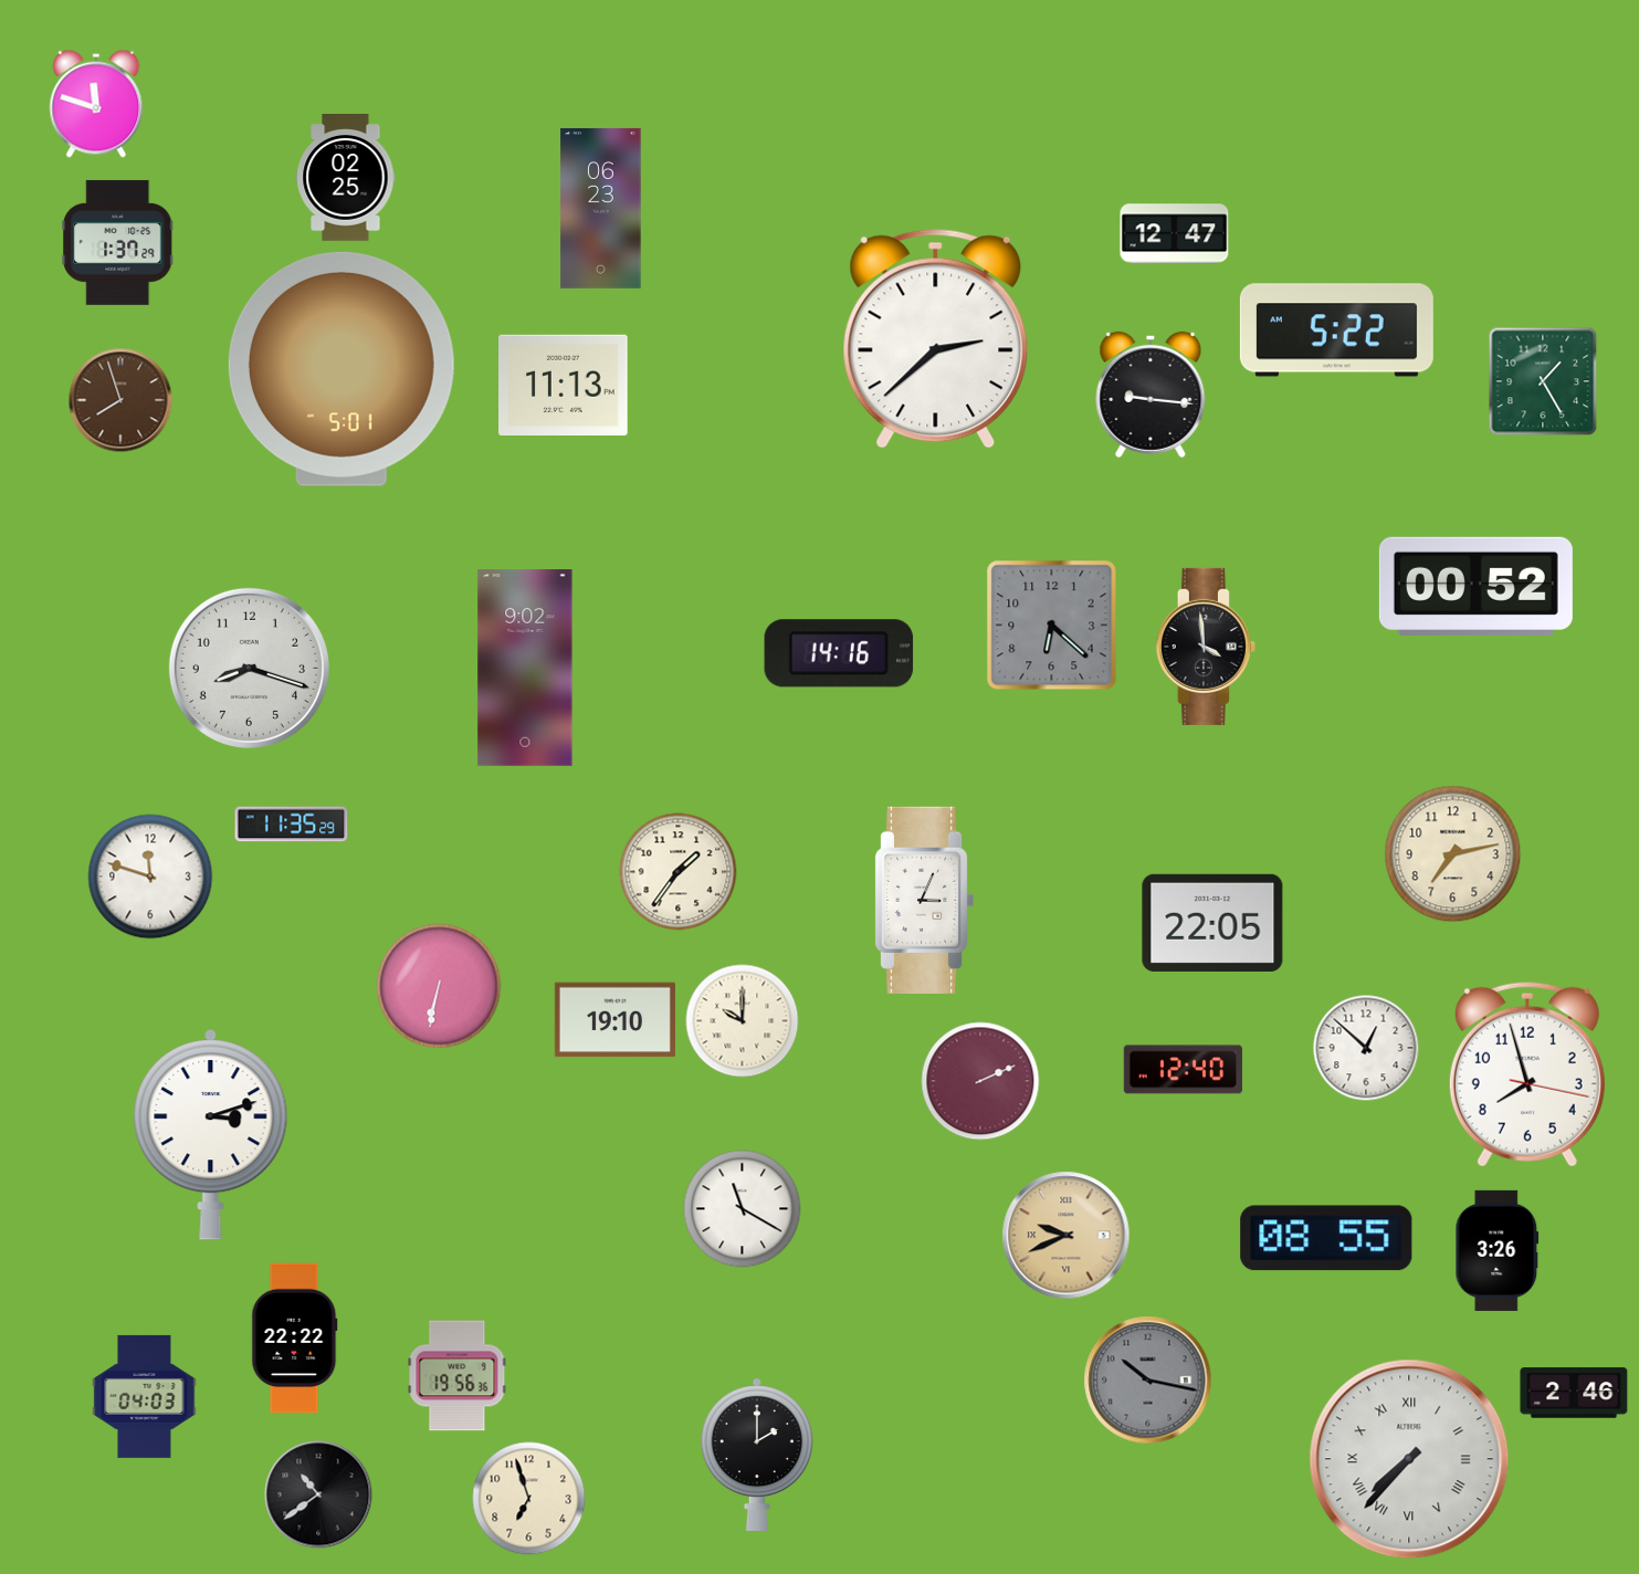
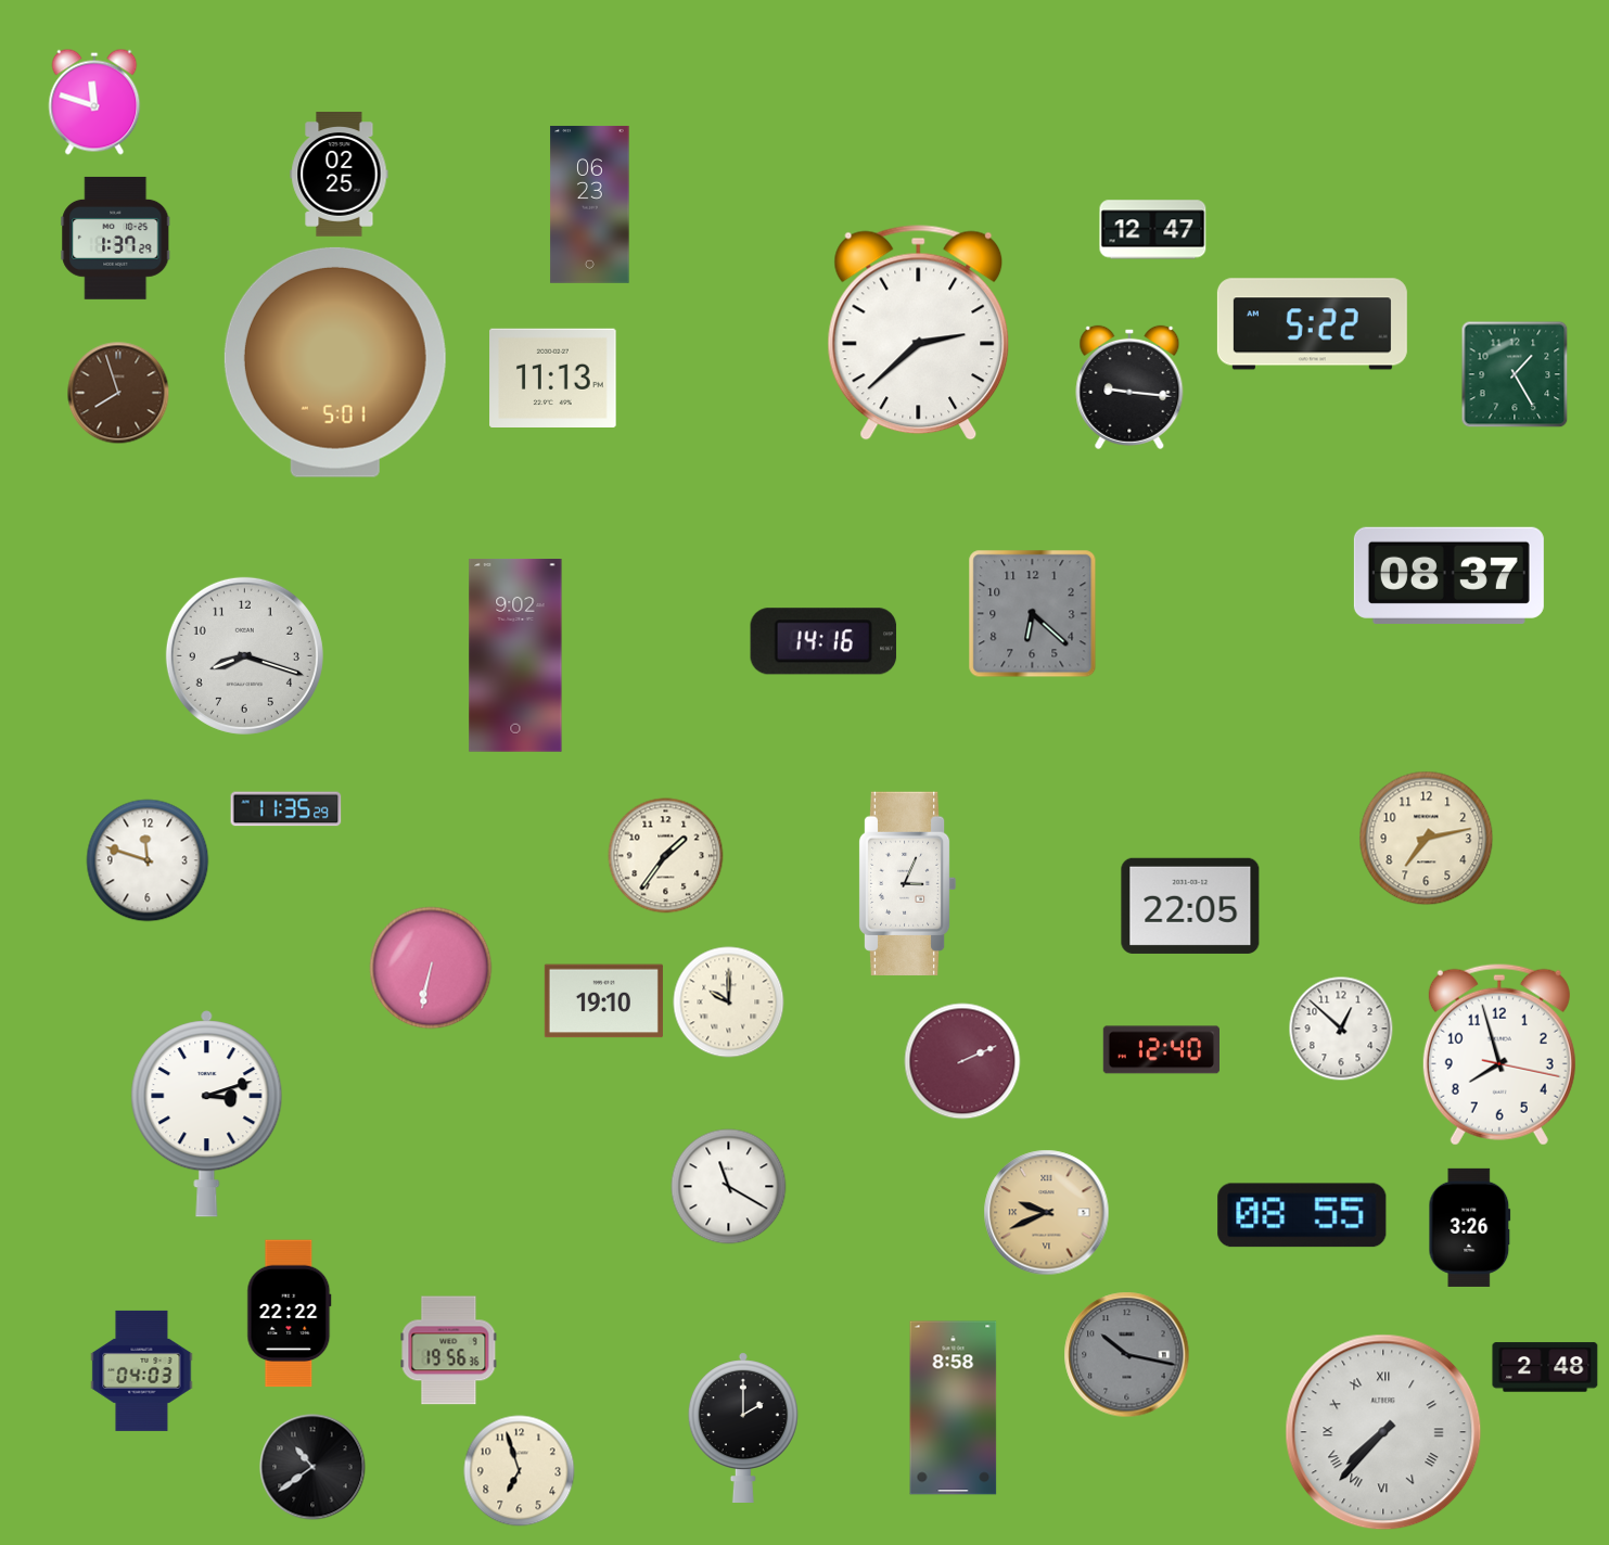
clock at (1475, 586): 00:52 -> 08:37
clock at (1206, 647): 3:59 -> none
clock at (1574, 1393): 2:46 -> 2:48
clock at (954, 1408): none -> 8:58
